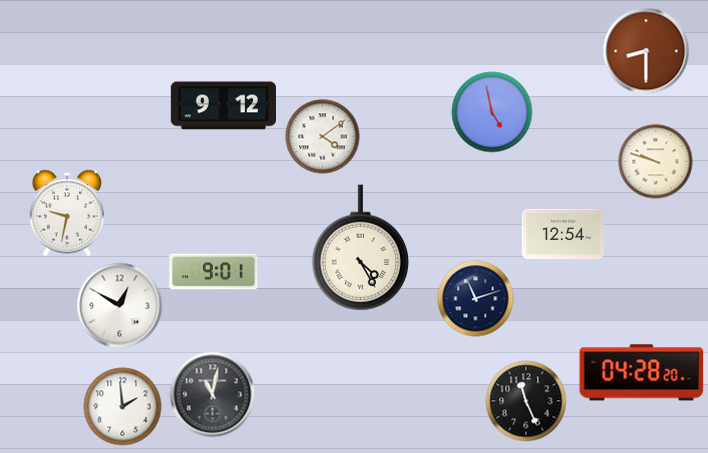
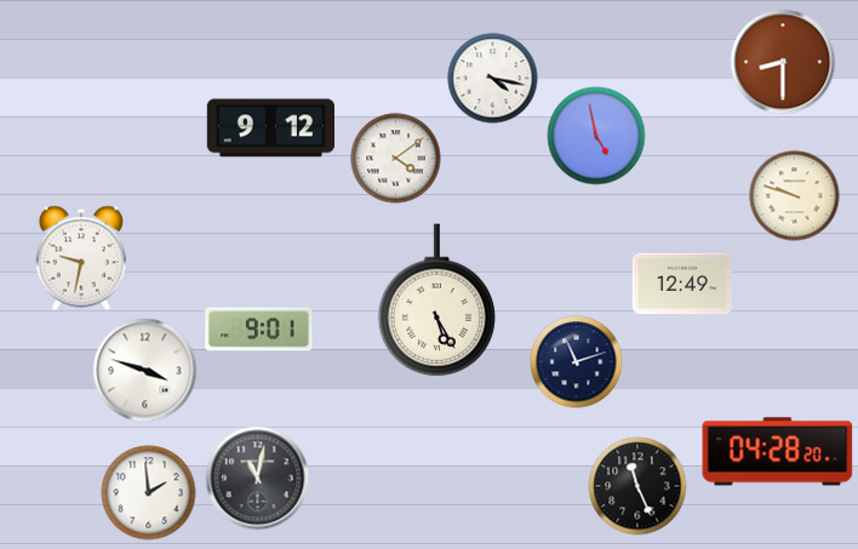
clock at (493, 79): none -> 4:17
clock at (323, 137) position: (323, 137) -> (396, 159)
clock at (563, 234): 12:54 -> 12:49
clock at (360, 248): 4:25 -> 5:25
clock at (120, 306): 12:50 -> 3:48
